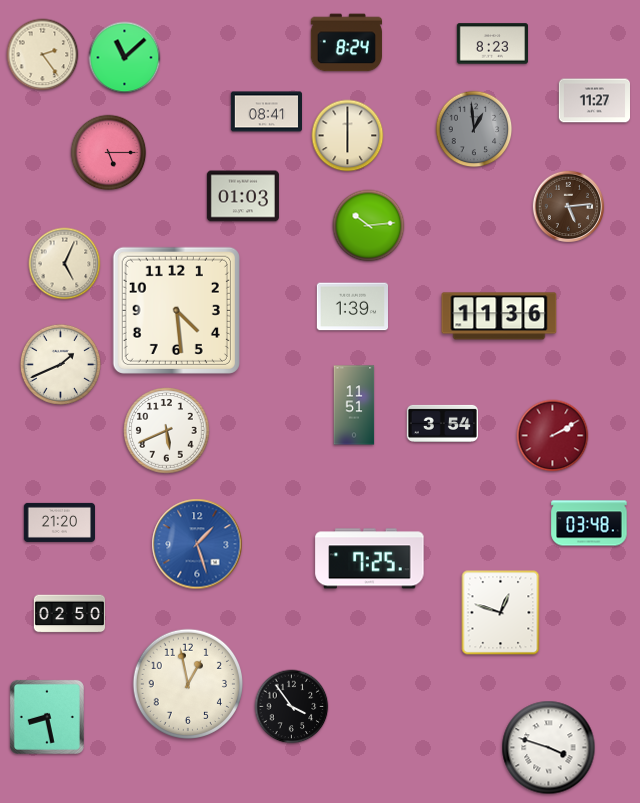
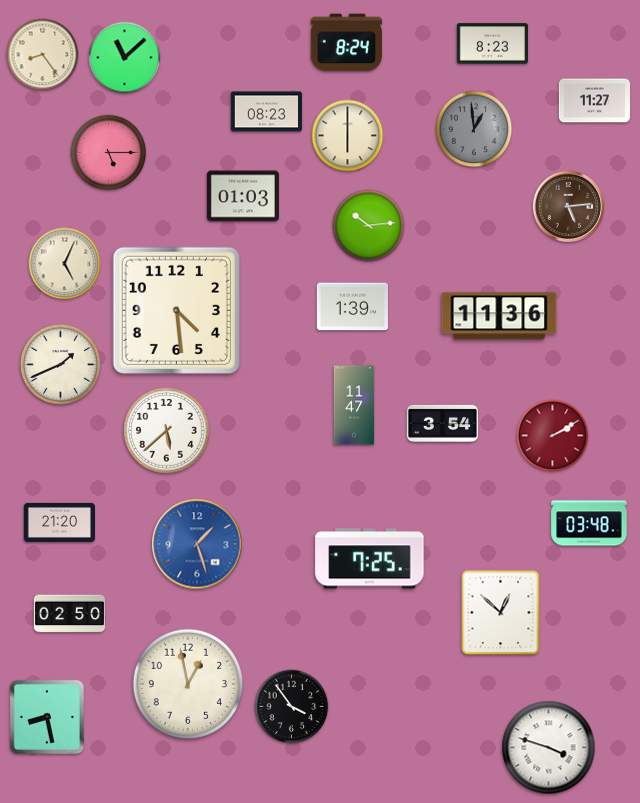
clock at (43, 55): 2:24 -> 8:24
clock at (266, 112): 08:41 -> 08:23
clock at (354, 405): 11:51 -> 11:47
clock at (167, 431): 5:41 -> 5:38
clock at (501, 613): 12:48 -> 12:52
